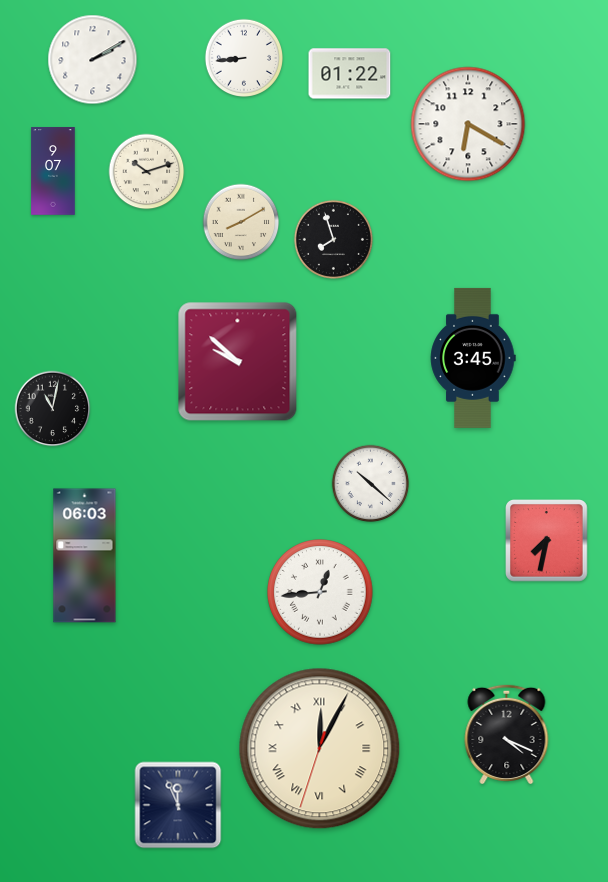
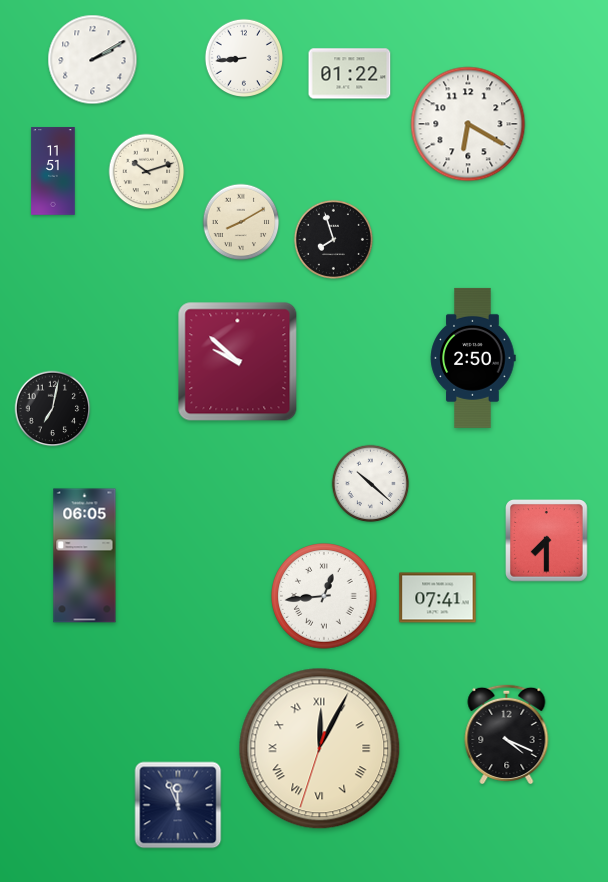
clock at (53, 171): 9:07 -> 11:51
clock at (473, 358): 3:45 -> 2:50
clock at (53, 409): 11:02 -> 7:02
clock at (547, 541): 7:32 -> 7:30
clock at (85, 556): 06:03 -> 06:05
clock at (320, 592) position: (320, 592) -> (324, 596)
clock at (438, 598): none -> 07:41
